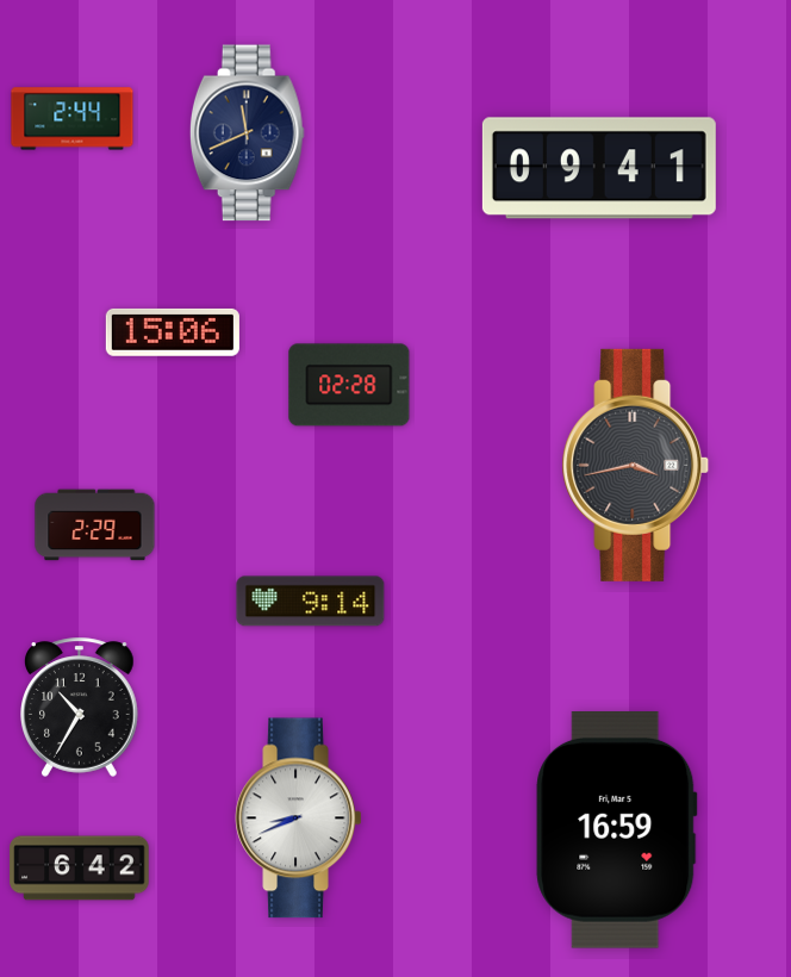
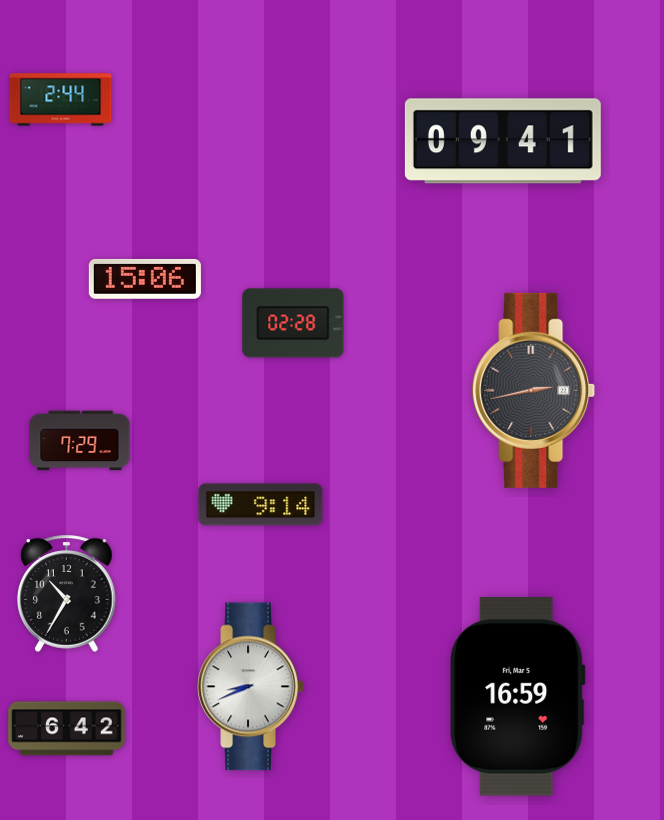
clock at (247, 133): 11:41 -> none
clock at (636, 465): 3:43 -> 2:43
clock at (95, 525): 2:29 -> 7:29
